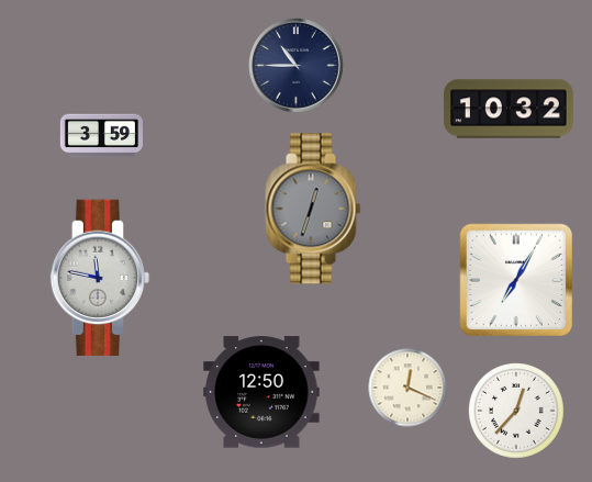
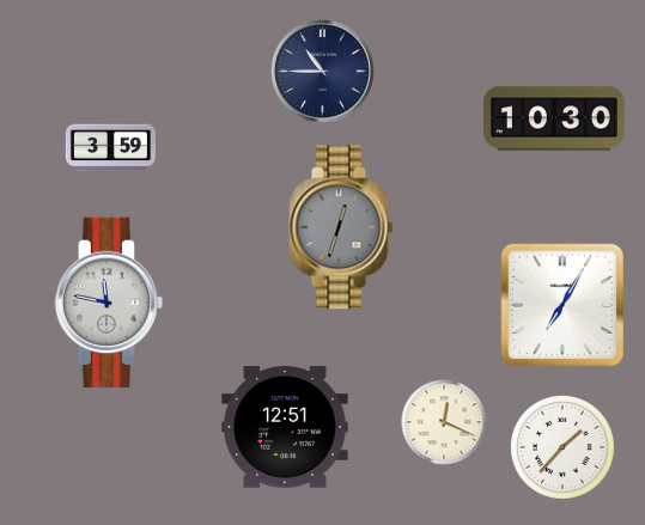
clock at (509, 109): 10:32 -> 10:30
clock at (261, 392): 12:50 -> 12:51
clock at (517, 412): 12:37 -> 1:37
